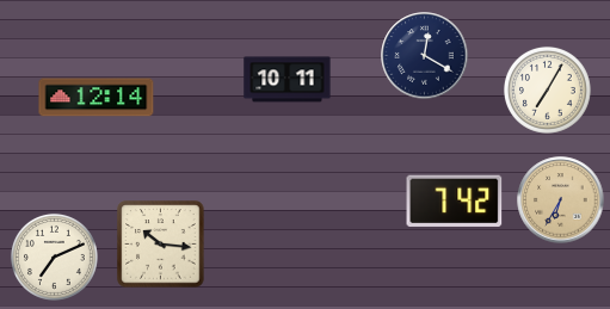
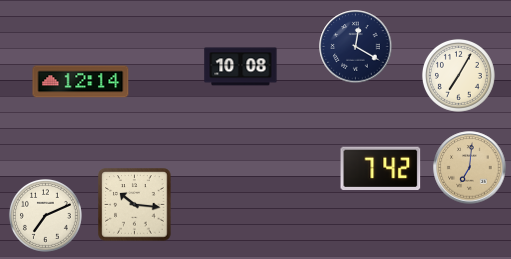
clock at (288, 80): 10:11 -> 10:08
clock at (561, 200): 6:35 -> 7:01
